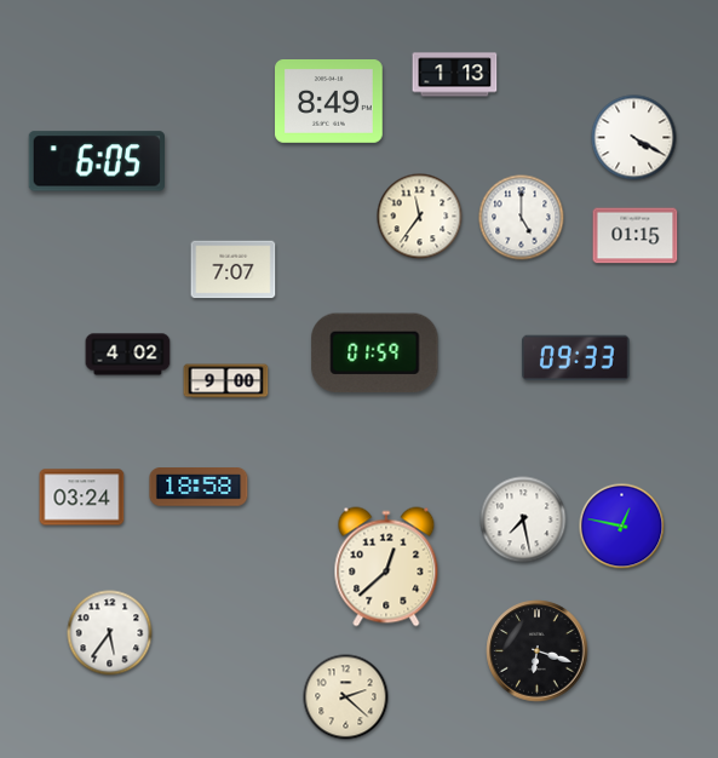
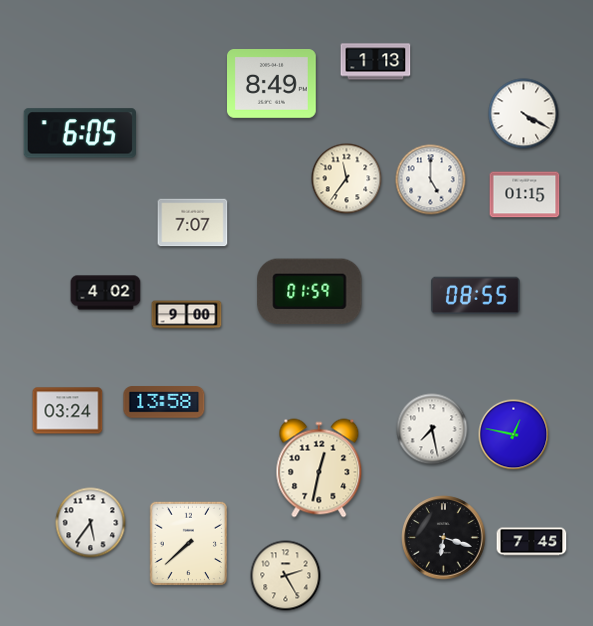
clock at (576, 358): 09:33 -> 08:55
clock at (199, 487): 18:58 -> 13:58
clock at (386, 567): 12:38 -> 12:32
clock at (532, 542): none -> 7:45
clock at (189, 544): none -> 7:38
clock at (346, 697): 2:22 -> 2:25
